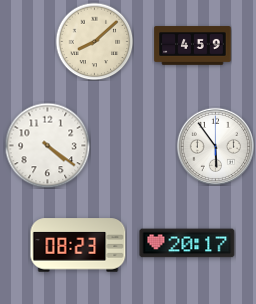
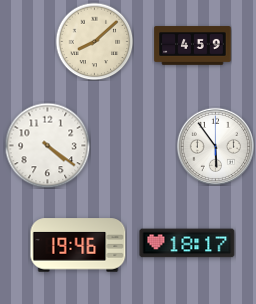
clock at (187, 243): 20:17 -> 18:17
clock at (78, 245): 08:23 -> 19:46
